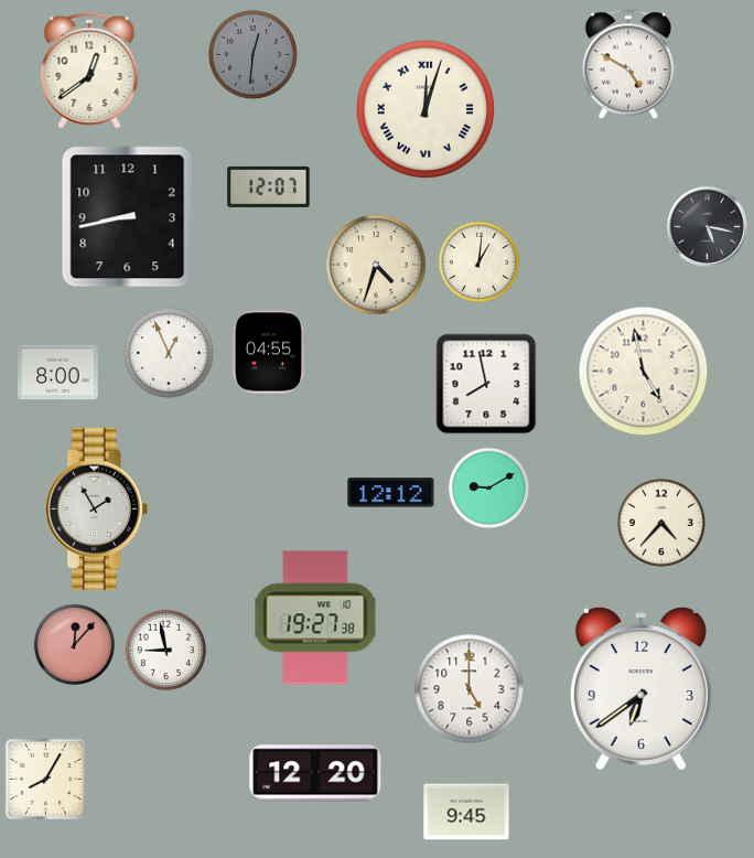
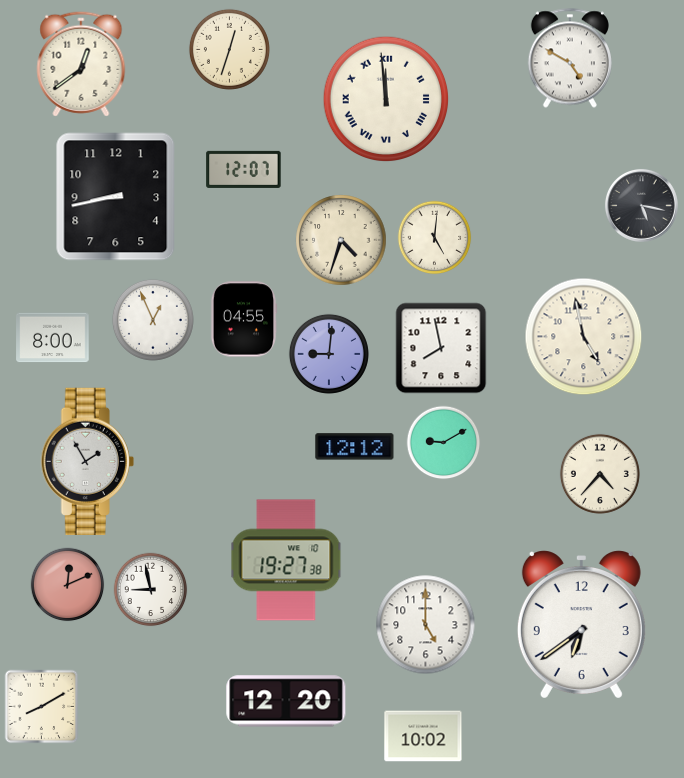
clock at (252, 54): 12:31 -> 12:33
clock at (252, 54) dial: grey -> cream
clock at (426, 109): 12:03 -> 11:59
clock at (480, 262): 1:01 -> 5:01
clock at (329, 354): none -> 9:01
clock at (75, 645): 12:07 -> 12:11
clock at (46, 780): 8:05 -> 8:10
clock at (466, 812): 9:45 -> 10:02
